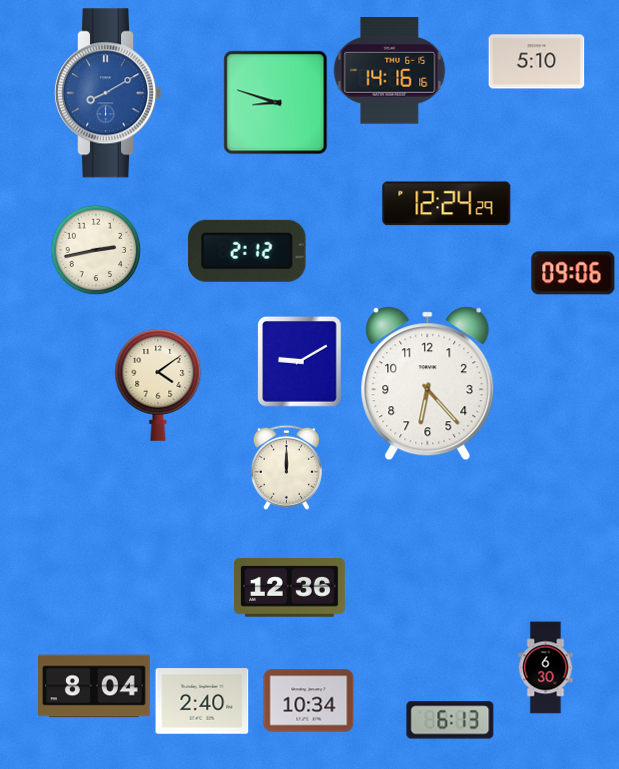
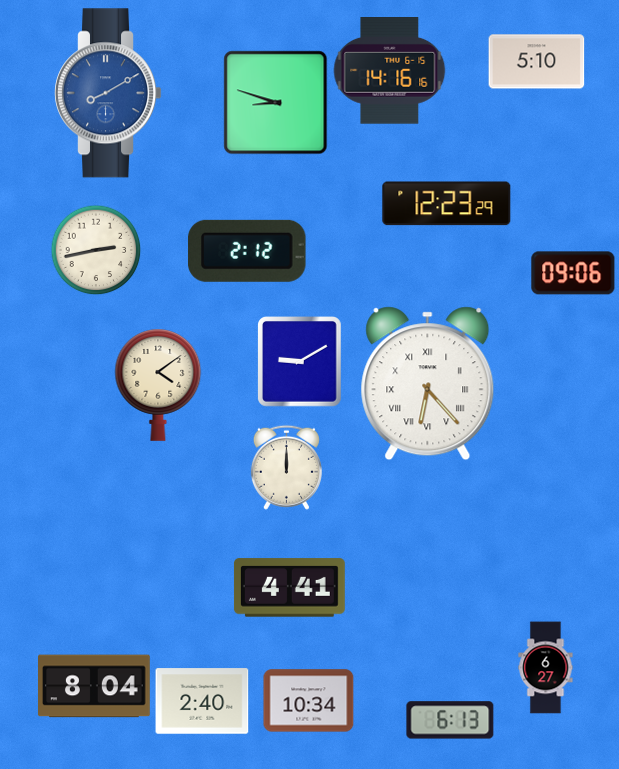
clock at (447, 204): 12:24 -> 12:23
clock at (428, 384) numerals: Arabic -> Roman
clock at (289, 588): 12:36 -> 4:41
clock at (546, 668): 6:30 -> 6:27
